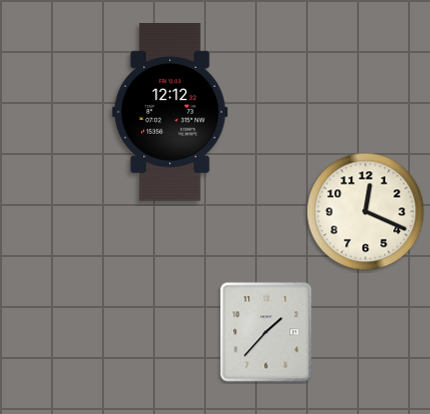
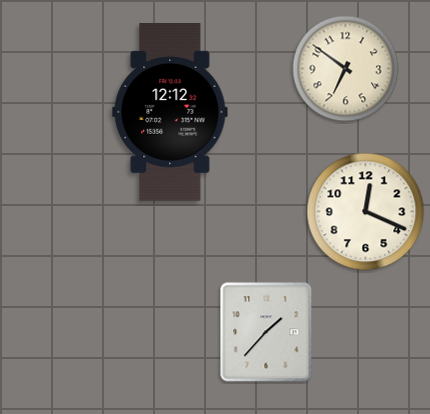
clock at (346, 69): none -> 6:51
